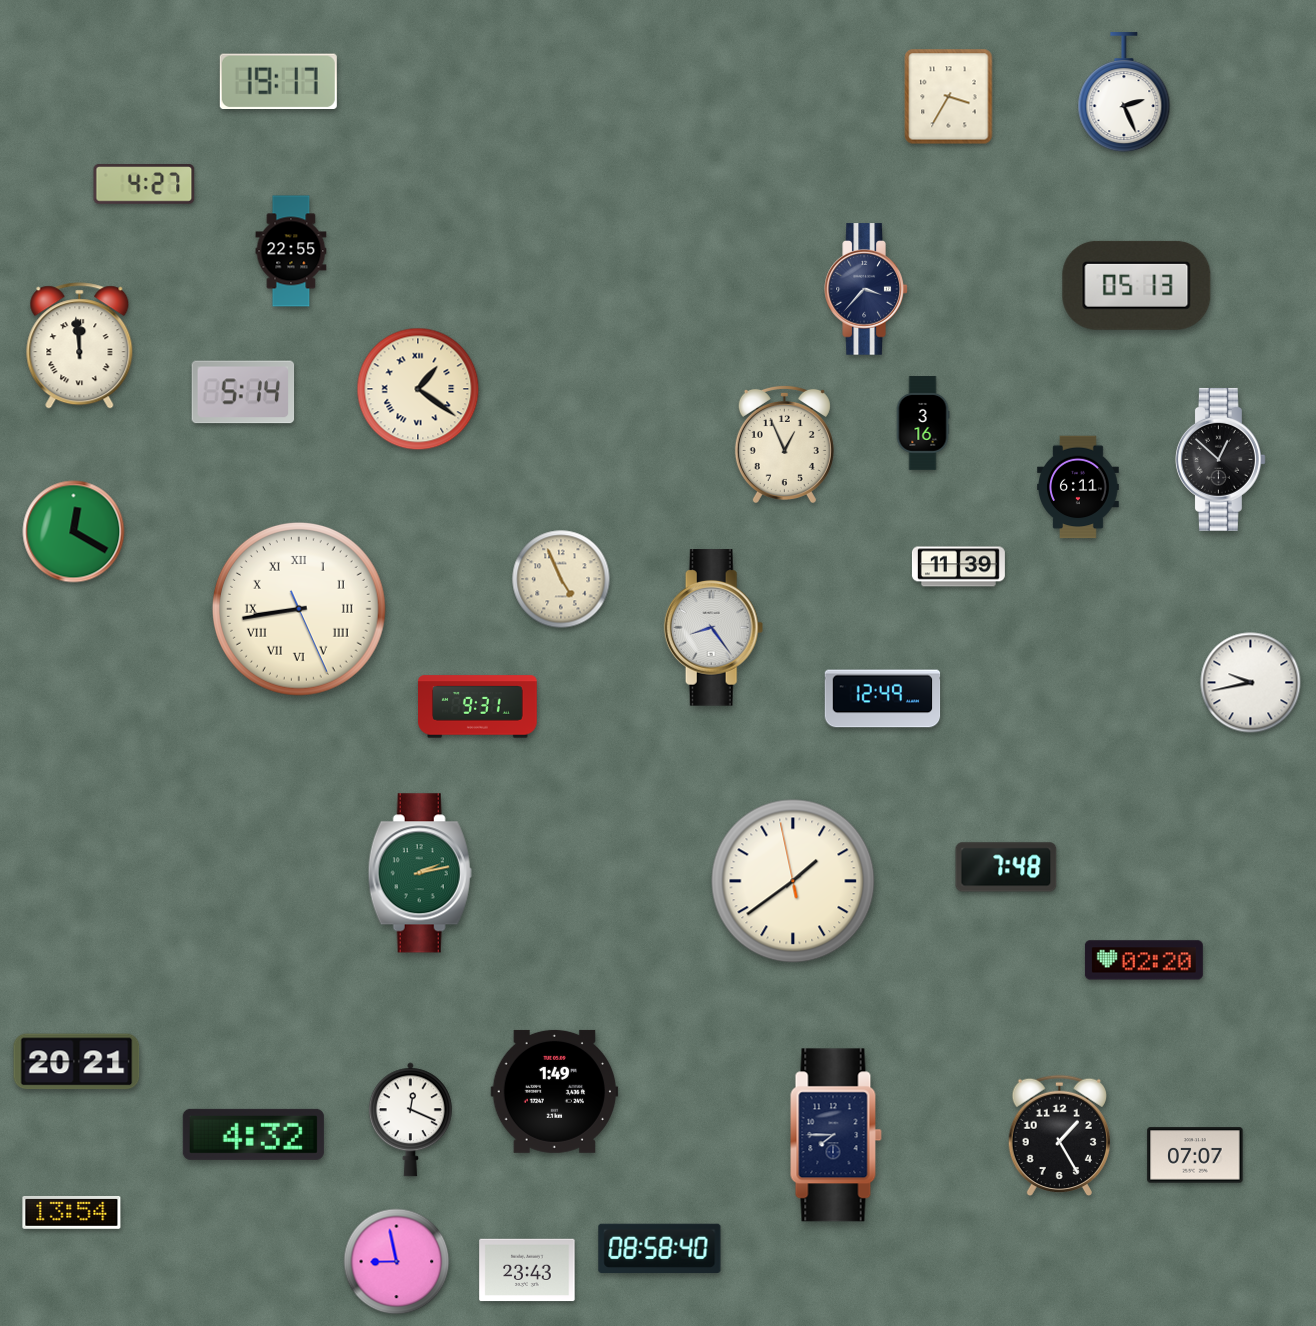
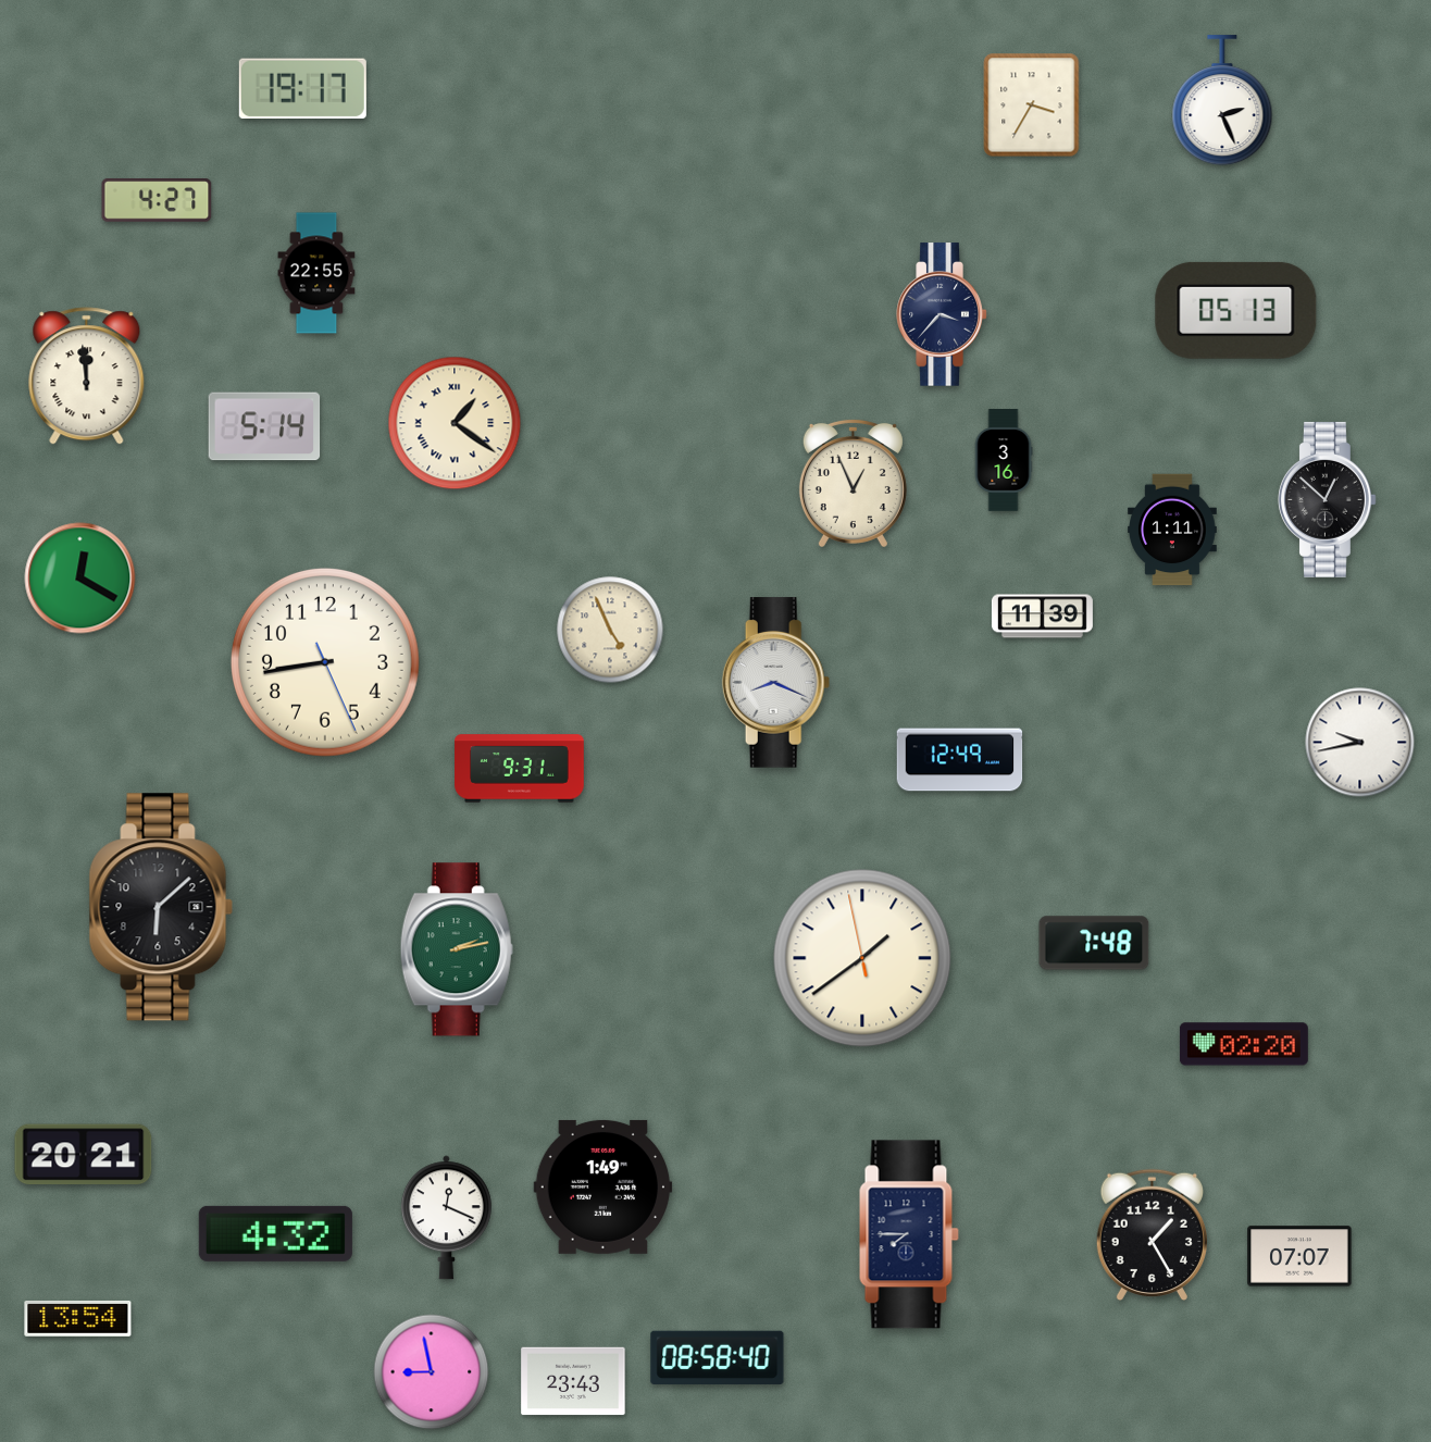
clock at (1078, 487): 6:11 -> 1:11
clock at (299, 609) numerals: Roman -> Arabic
clock at (714, 628): 8:24 -> 8:19
clock at (161, 907): none -> 6:08
